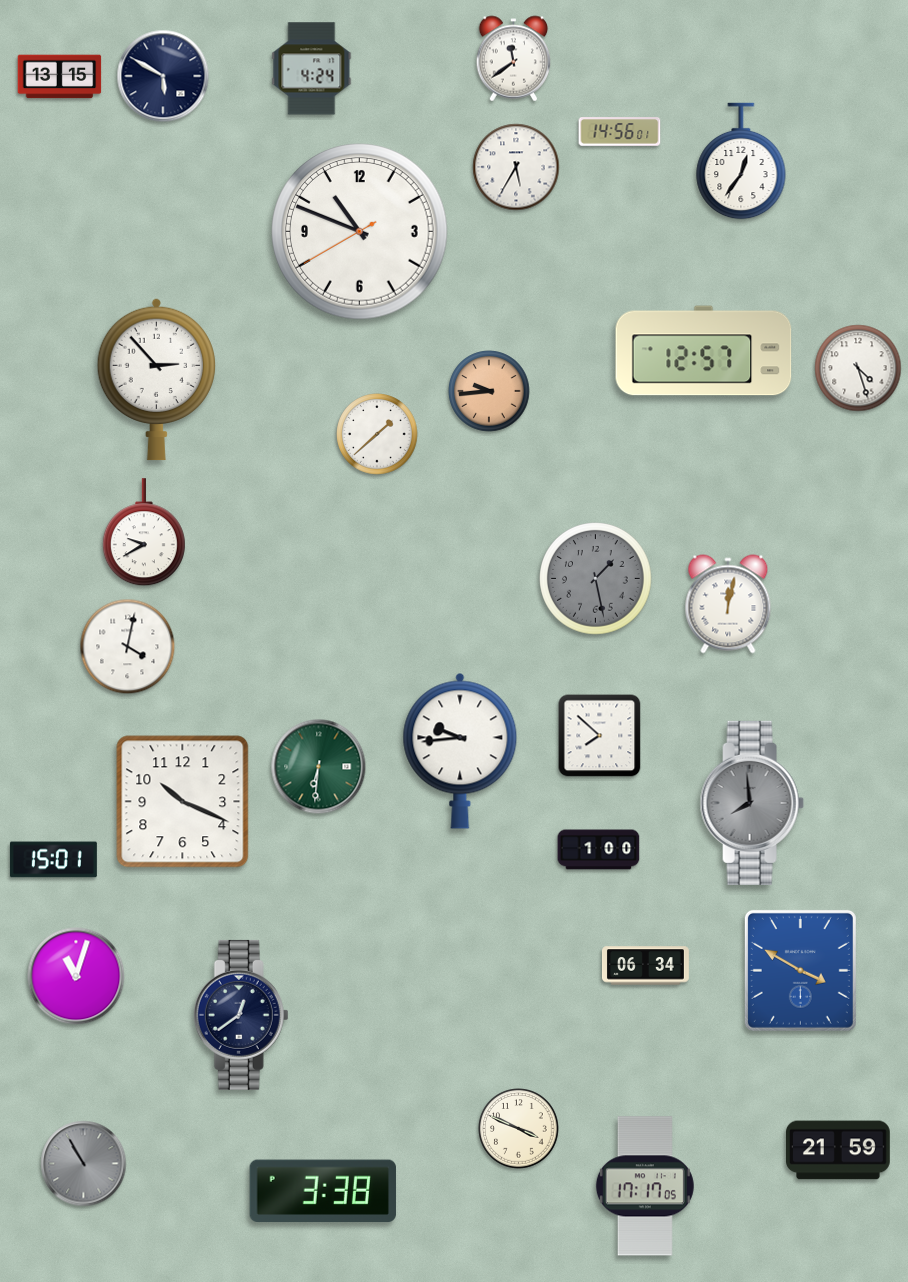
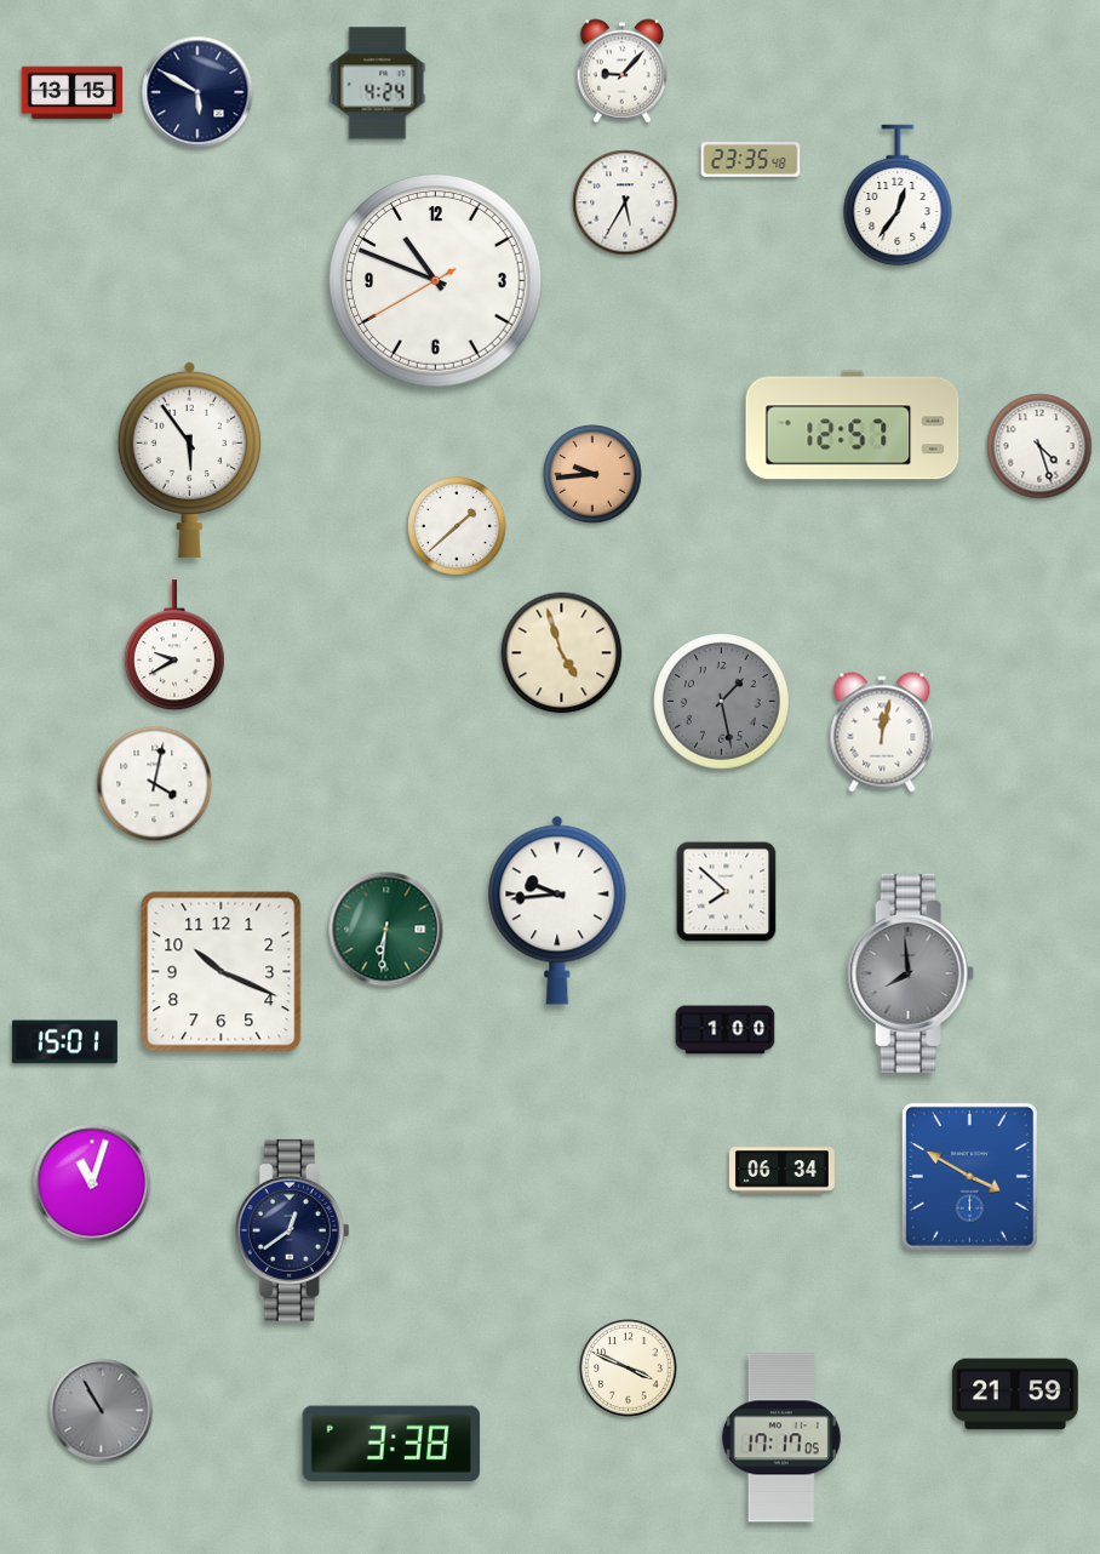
clock at (514, 59): 11:39 -> 9:07
clock at (620, 132): 14:56 -> 23:35
clock at (156, 379): 2:53 -> 5:54
clock at (562, 653): none -> 4:57
